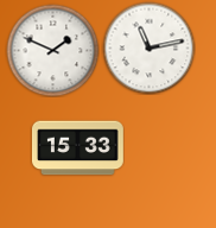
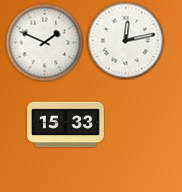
clock at (148, 47): 11:13 -> 12:13
